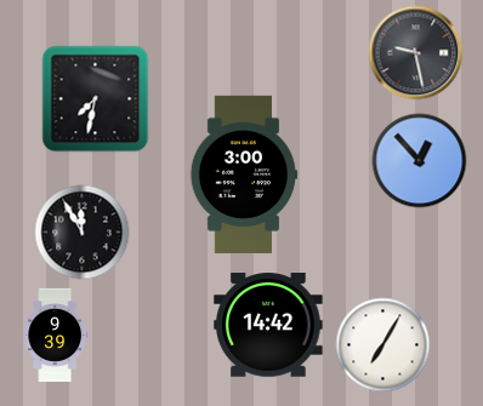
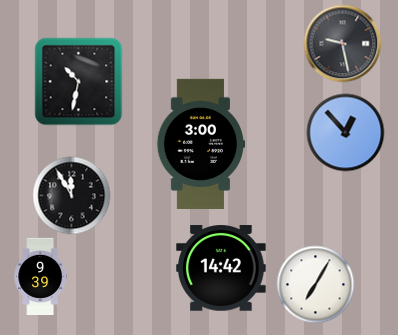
clock at (95, 98): 7:32 -> 10:32
clock at (81, 231) position: (81, 231) -> (71, 195)
clock at (55, 334) position: (55, 334) -> (40, 276)
